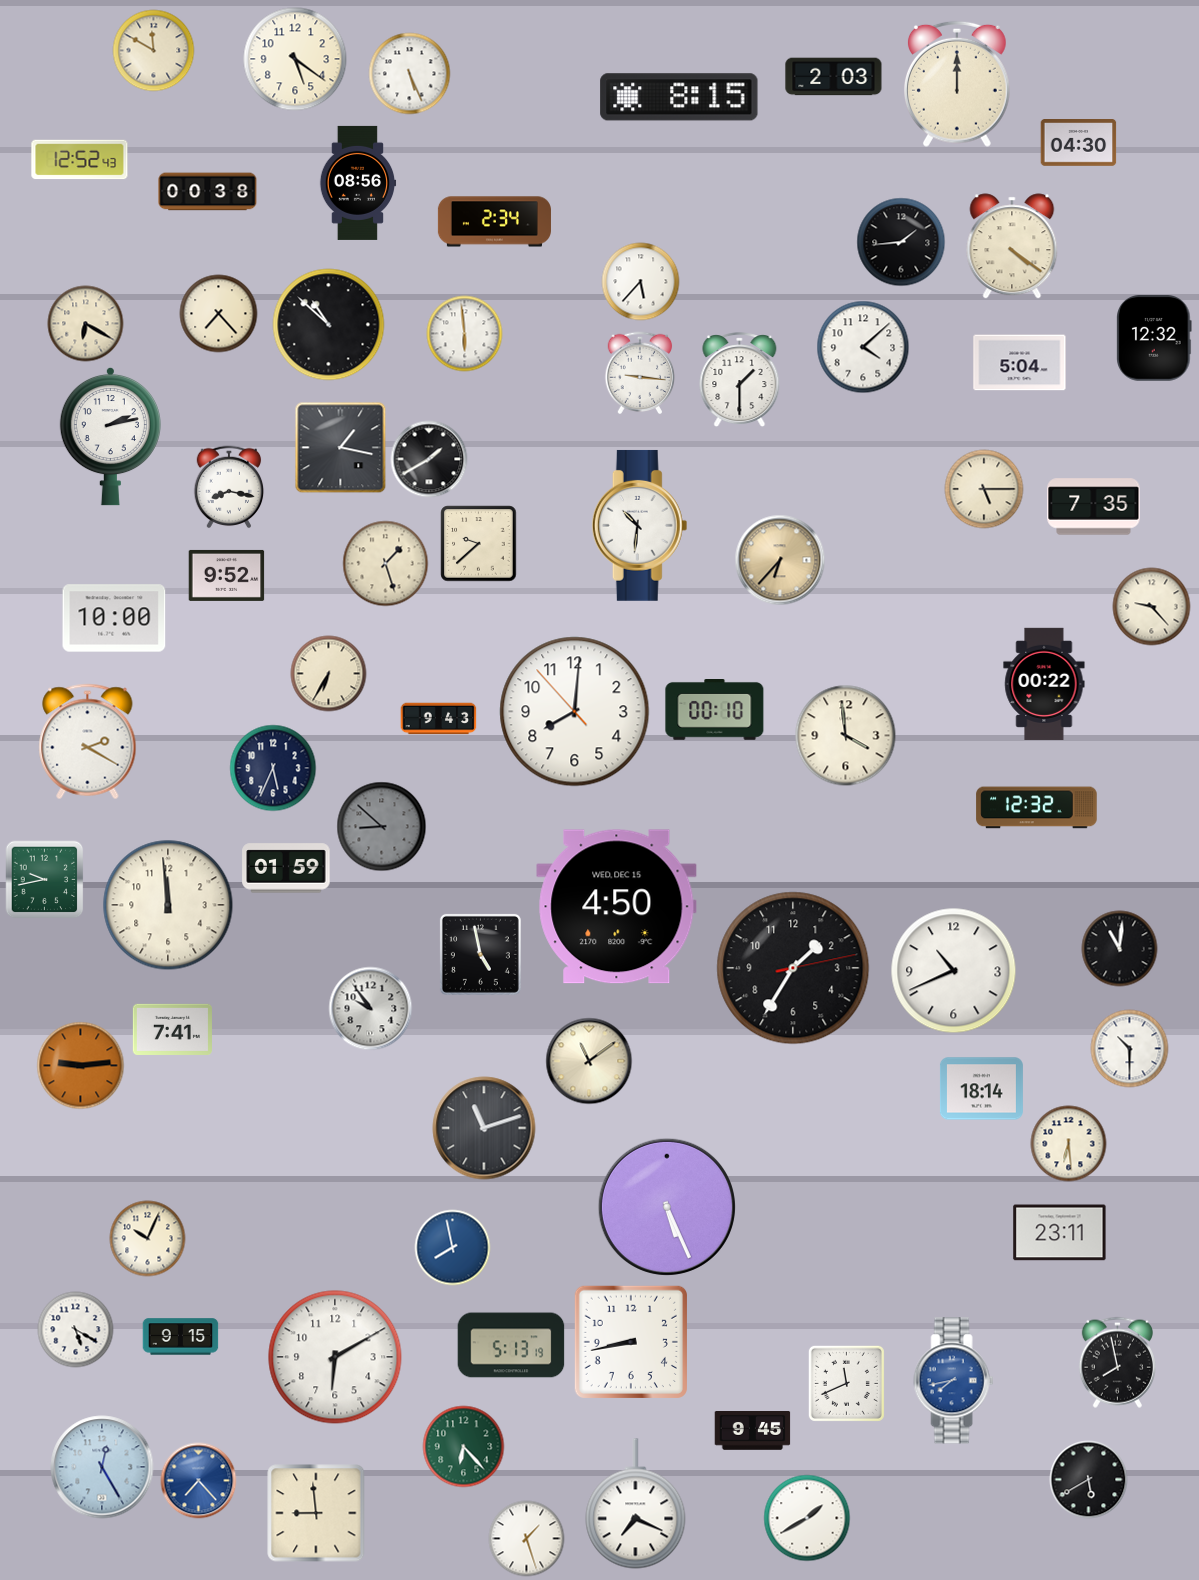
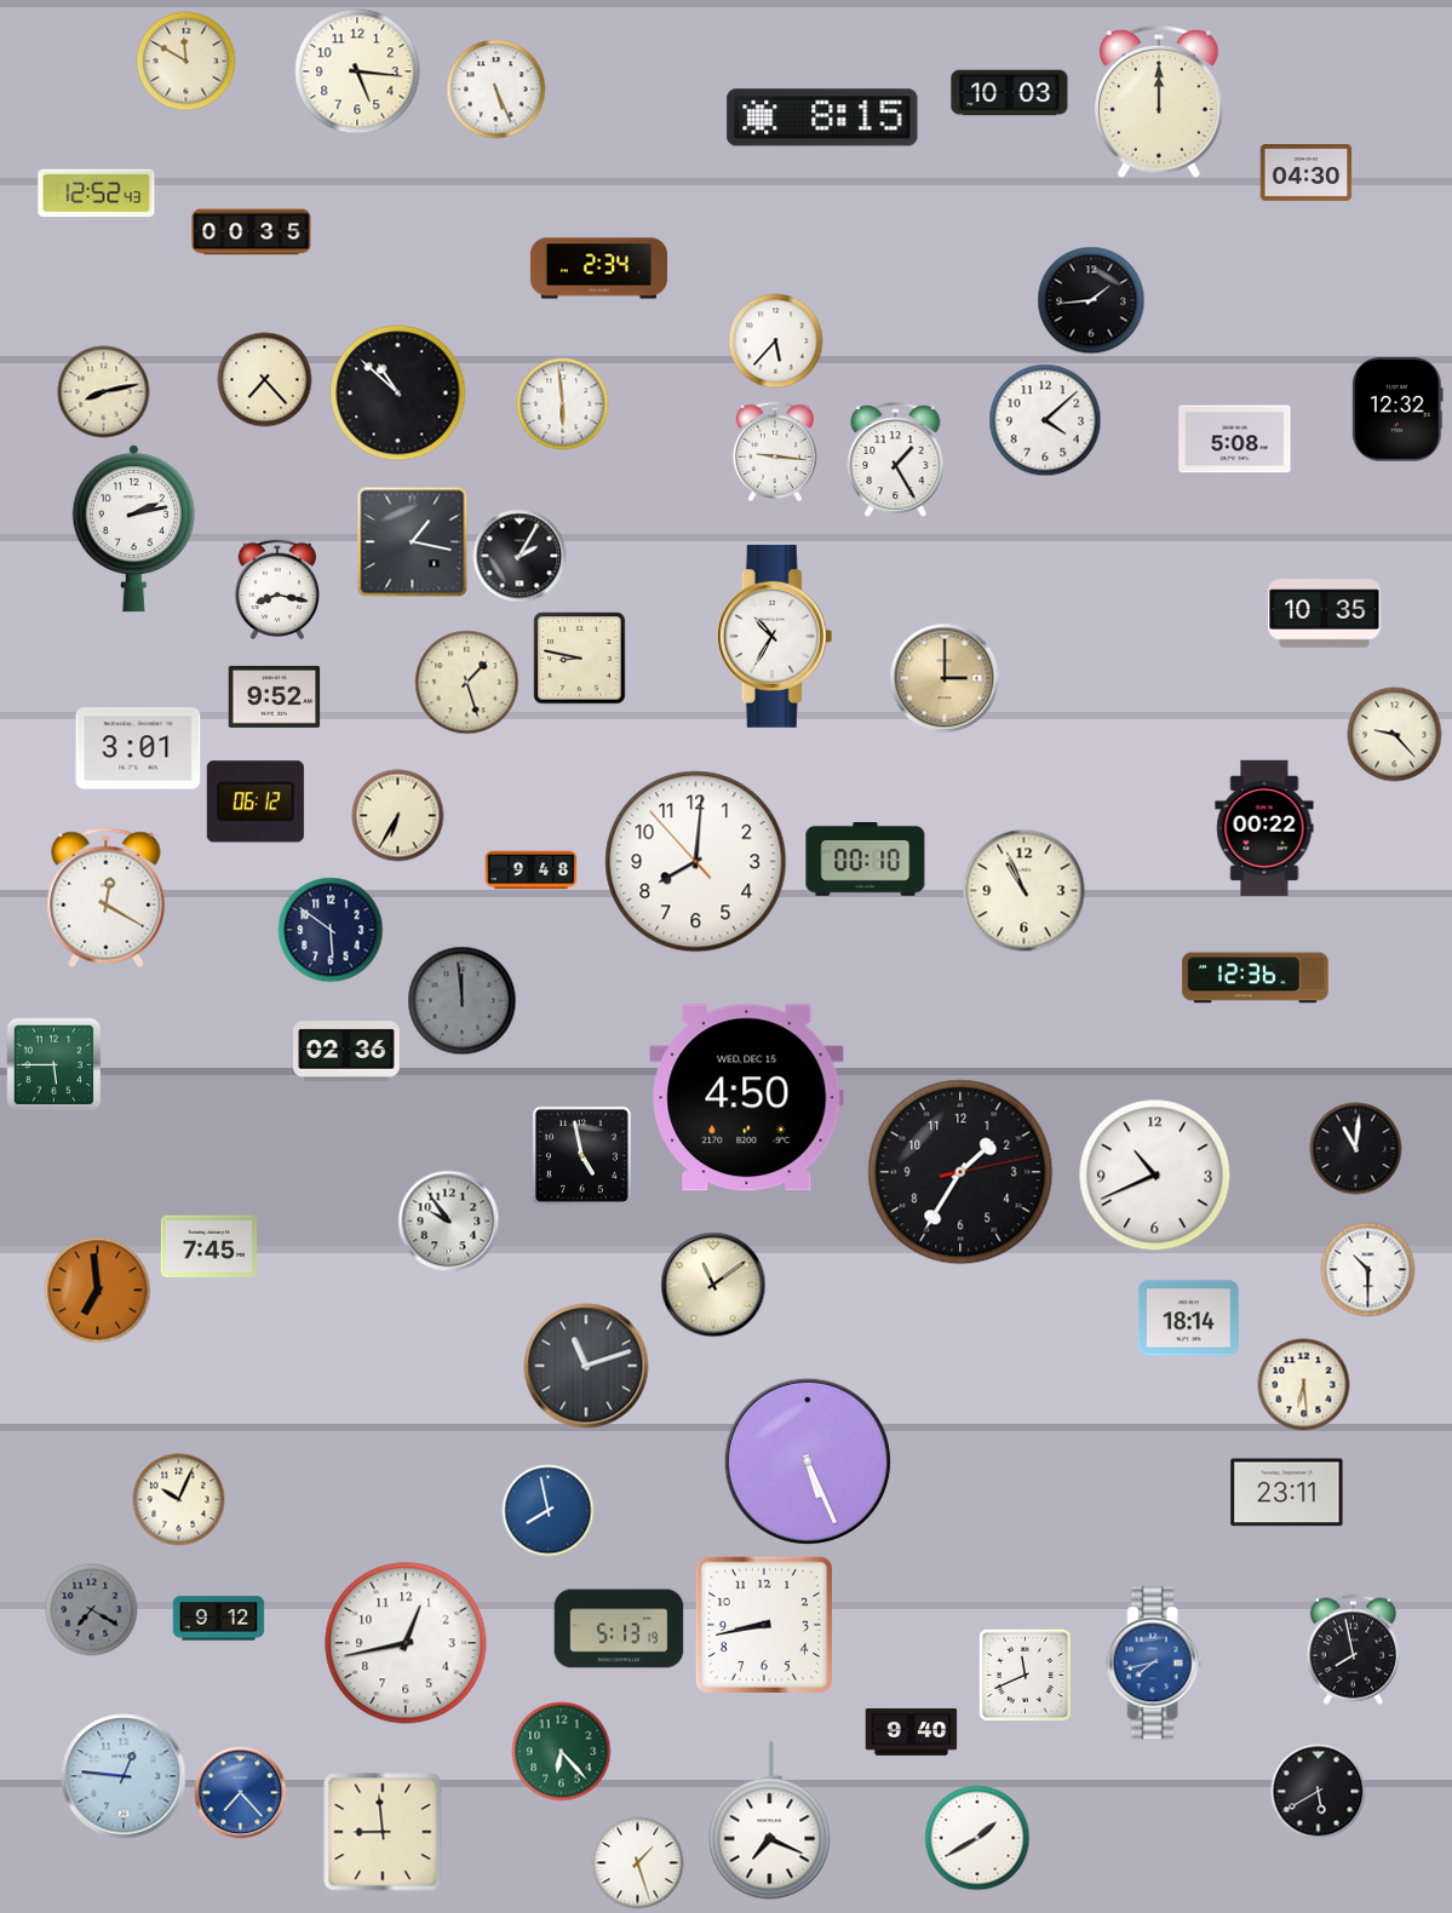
clock at (295, 59): 5:21 -> 5:16
clock at (834, 77): 2:03 -> 10:03
clock at (358, 183): 08:56 -> none
clock at (208, 192): 00:38 -> 00:35
clock at (901, 242) position: (901, 242) -> (1091, 300)
clock at (1012, 246): 4:21 -> none
clock at (86, 324): 6:20 -> 8:13
clock at (1020, 363): 5:04 -> 5:08
clock at (740, 380): 1:30 -> 1:25
clock at (429, 459): 1:40 -> 2:05
clock at (984, 489): 5:15 -> none
clock at (1094, 507): 7:35 -> 10:35
clock at (640, 525): 10:31 -> 10:35
clock at (479, 544): 9:38 -> 8:47
clock at (780, 560): 6:37 -> 3:00
clock at (114, 618): 10:00 -> 3:01
clock at (256, 802): none -> 06:12
clock at (439, 719): 9:43 -> 9:48
clock at (846, 736): 3:59 -> 10:56
clock at (88, 742): 2:20 -> 12:20
clock at (273, 768): 5:34 -> 5:51
clock at (1037, 808): 12:32 -> 12:36
clock at (382, 827): 8:52 -> 11:59
clock at (286, 868): 01:59 -> 02:36
clock at (45, 880): 9:43 -> 5:45
clock at (168, 905): 11:59 -> none
clock at (172, 1029): 7:41 -> 7:45
clock at (81, 1066): 9:14 -> 6:59
clock at (1069, 1144) position: (1069, 1144) -> (1304, 1385)
clock at (1060, 1233) position: (1060, 1233) -> (1287, 1493)
clock at (76, 1330): 5:20 -> 7:20
clock at (76, 1330) dial: white -> grey
clock at (181, 1337): 9:15 -> 9:12
clock at (335, 1357): 6:10 -> 12:43
clock at (954, 1381) position: (954, 1381) -> (1155, 1664)
clock at (753, 1431): 9:45 -> 9:40
clock at (102, 1467): 12:25 -> 12:46
